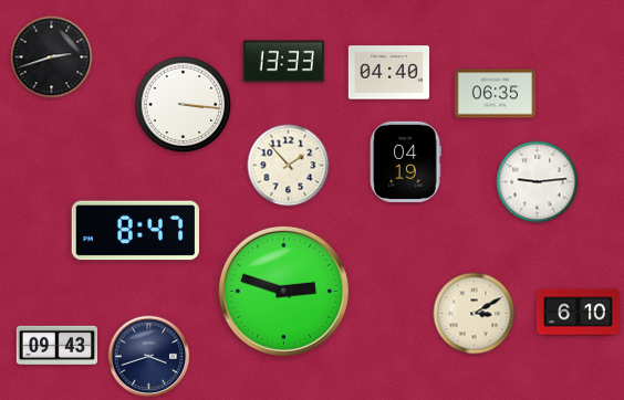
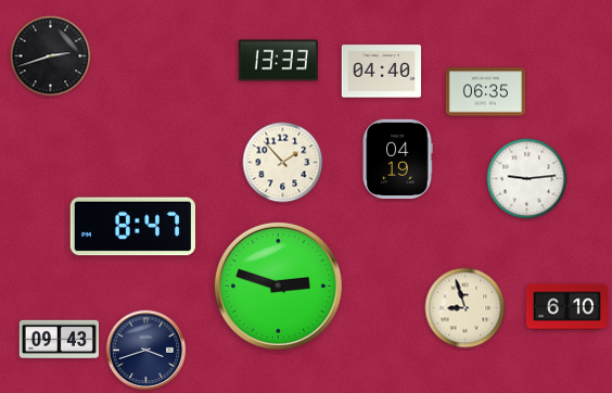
clock at (184, 105): 3:16 -> none
clock at (475, 314): 3:10 -> 8:57
clock at (56, 346) position: (56, 346) -> (59, 340)
